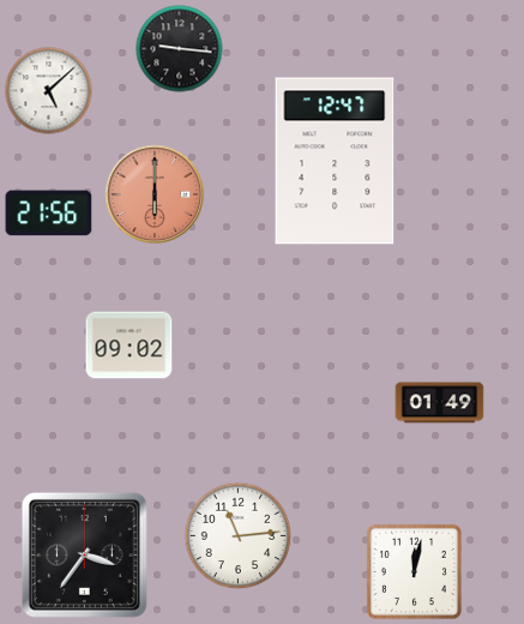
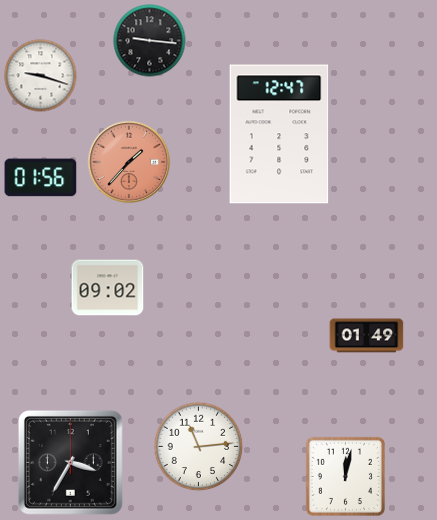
clock at (49, 91): 5:08 -> 9:18
clock at (155, 194): 6:00 -> 1:37
clock at (49, 214): 21:56 -> 01:56
clock at (84, 554): 3:36 -> 3:35
